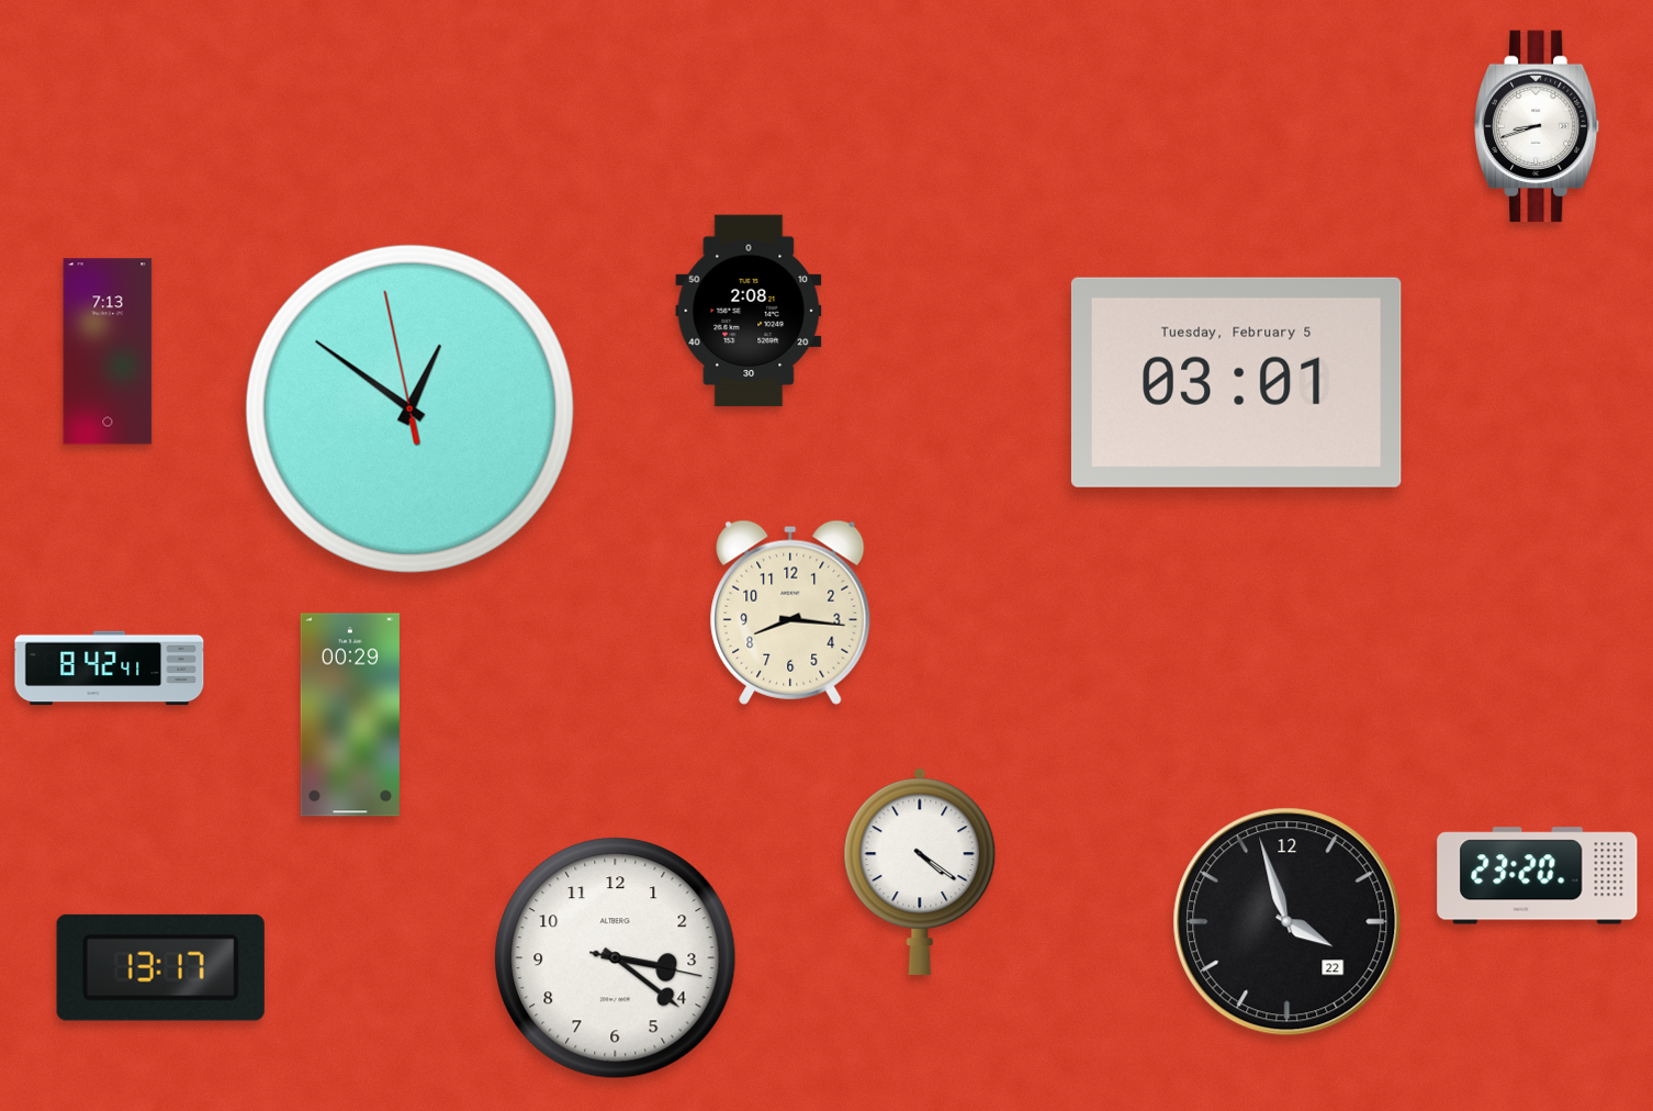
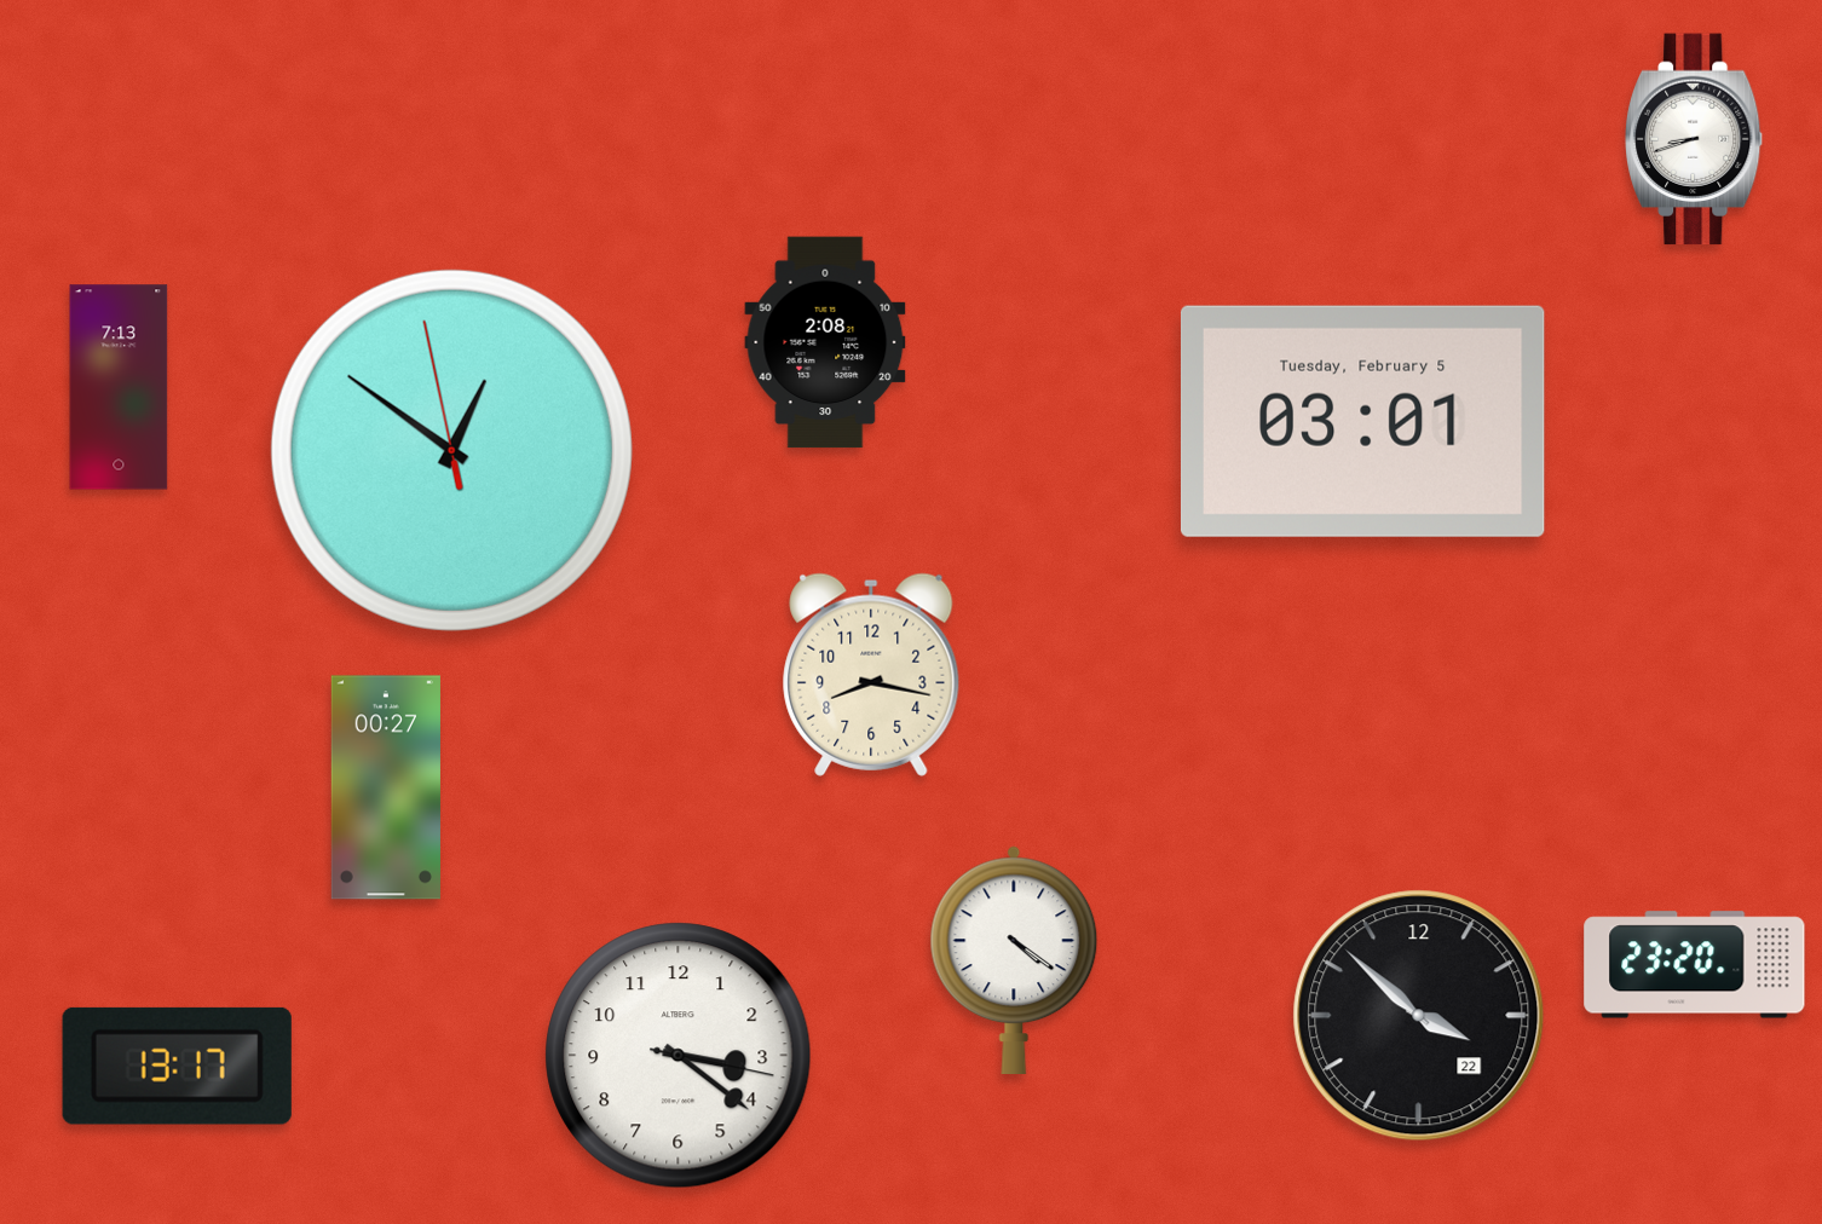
clock at (790, 613): 8:16 -> 8:17
clock at (110, 669): 8:42 -> none
clock at (350, 715): 00:29 -> 00:27
clock at (1287, 922): 3:57 -> 3:52
